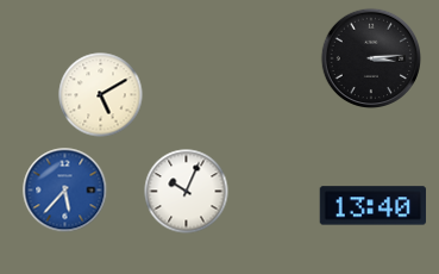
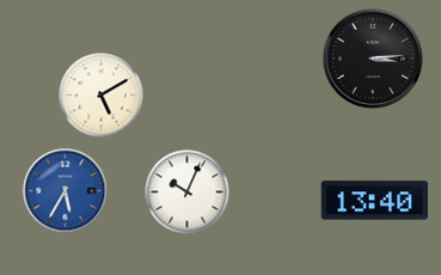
clock at (65, 191): 5:37 -> 5:35
clock at (374, 206) position: (374, 206) -> (375, 201)
